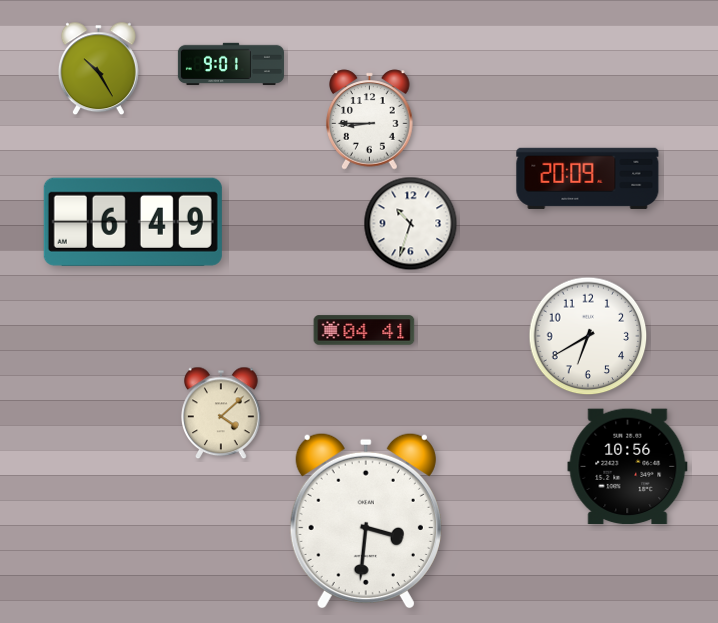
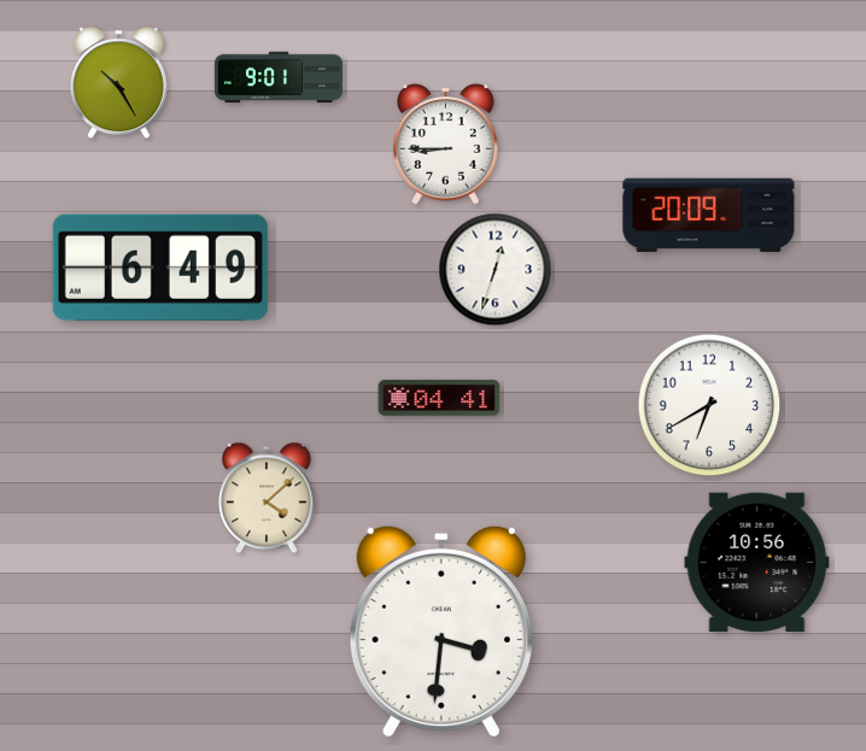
clock at (411, 224): 10:33 -> 12:33
clock at (366, 521) position: (366, 521) -> (441, 632)
